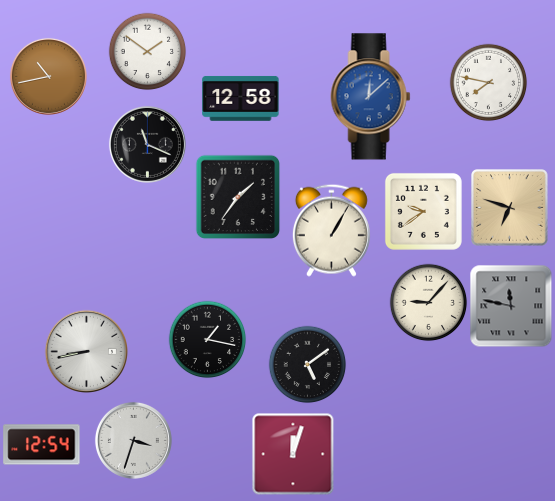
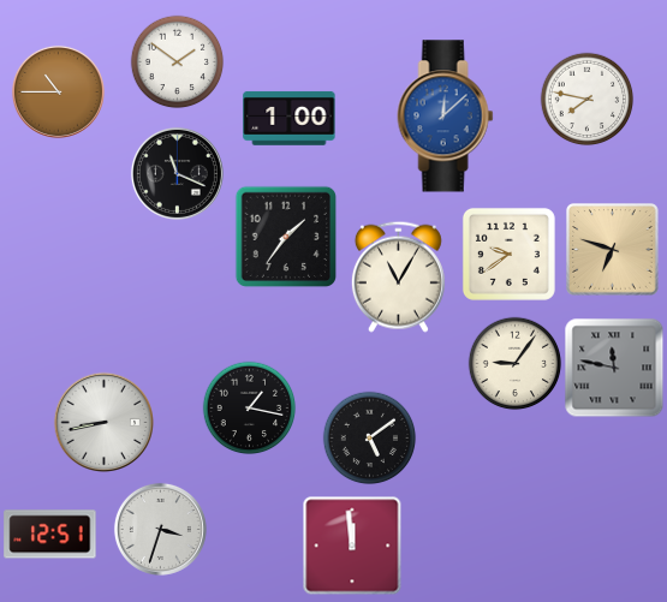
clock at (48, 76): 10:43 -> 10:45
clock at (241, 99): 12:58 -> 1:00
clock at (331, 230): 1:05 -> 11:05
clock at (428, 302): 9:07 -> 9:06
clock at (42, 445): 12:54 -> 12:51
clock at (293, 454): 12:03 -> 11:59
